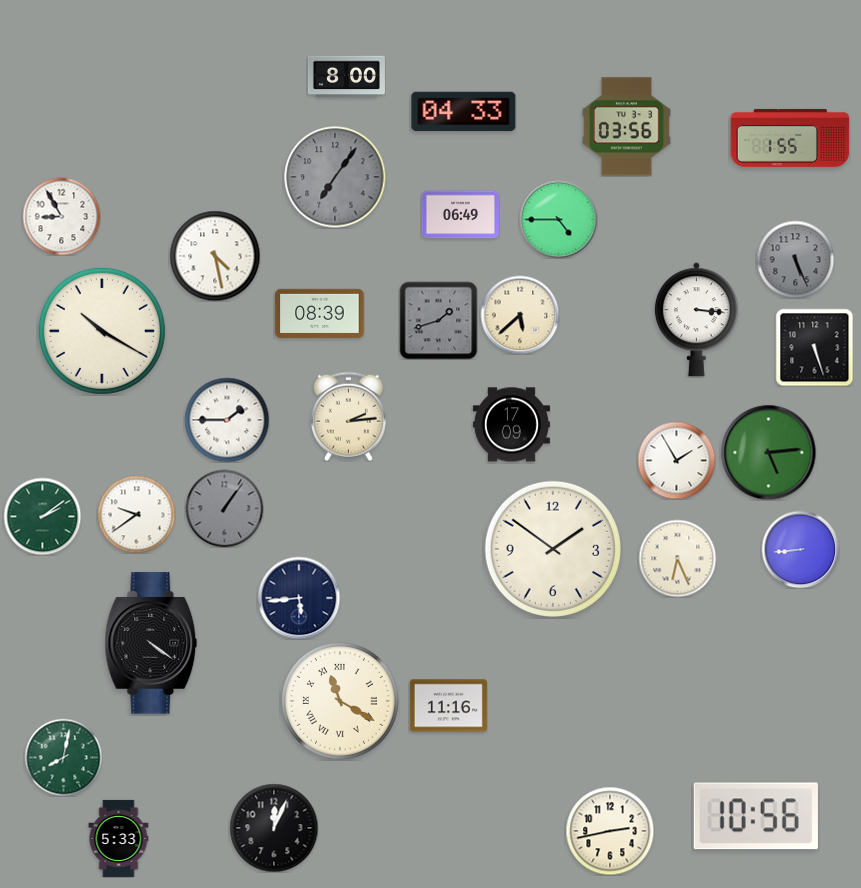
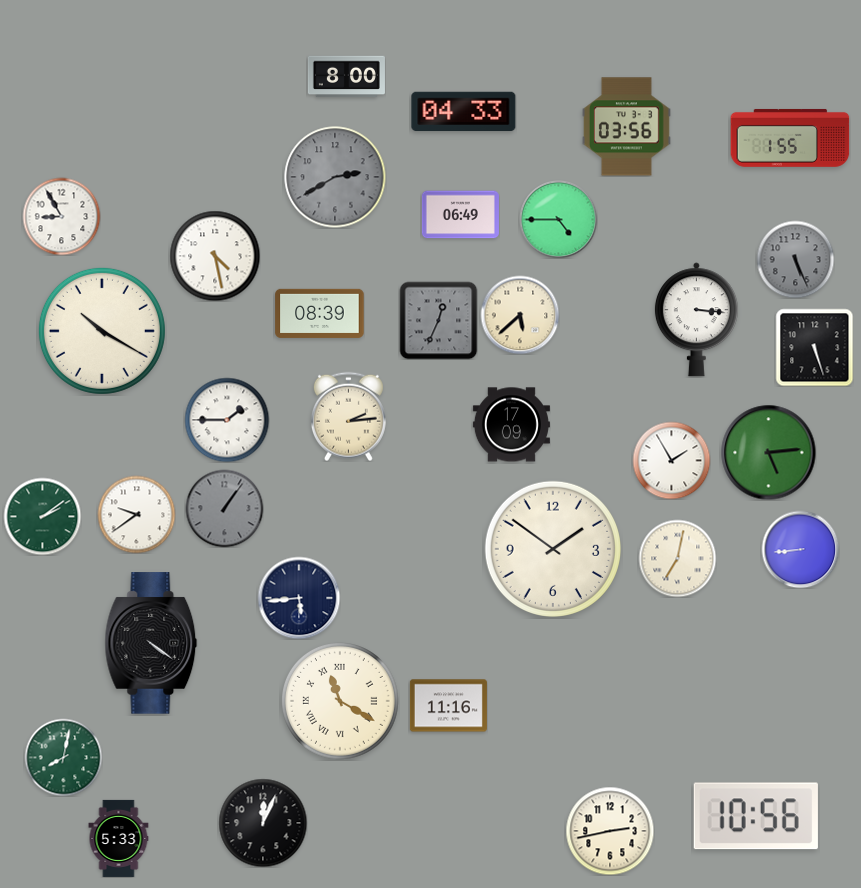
clock at (335, 177): 7:06 -> 2:40
clock at (438, 320): 1:42 -> 12:34
clock at (676, 460) position: (676, 460) -> (671, 460)
clock at (677, 558): 6:26 -> 7:02
clock at (274, 828) position: (274, 828) -> (263, 823)
